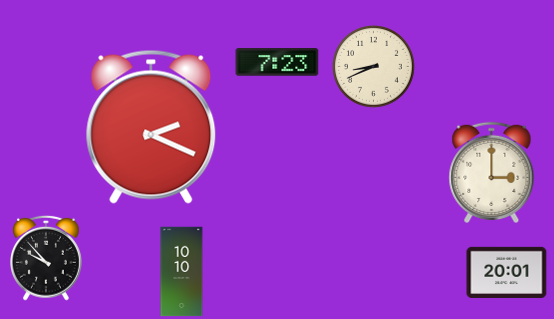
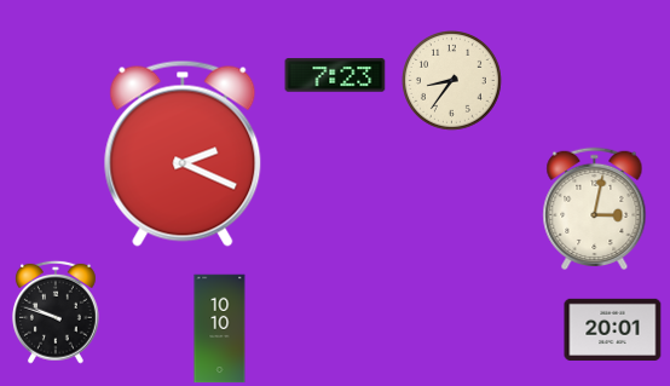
clock at (374, 67): 8:41 -> 8:36
clock at (492, 172): 3:00 -> 3:02
clock at (47, 258): 9:53 -> 9:48
